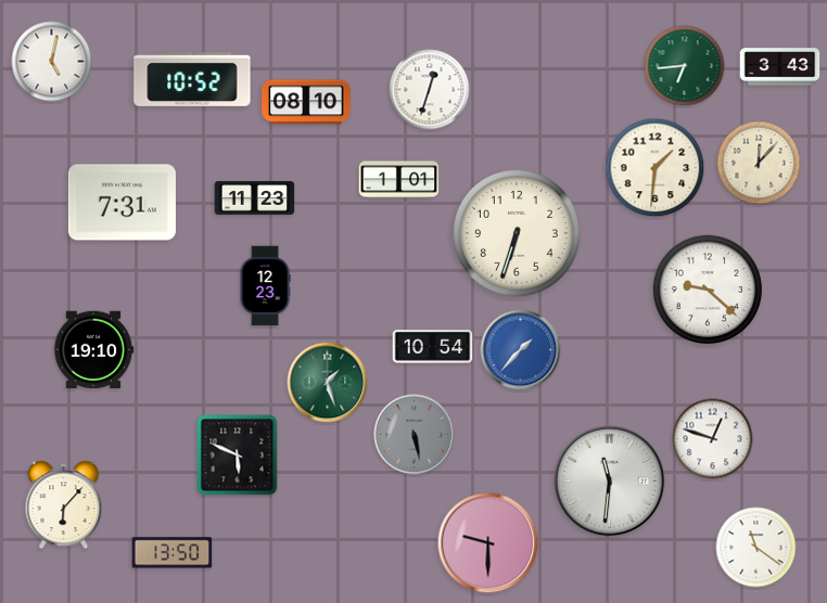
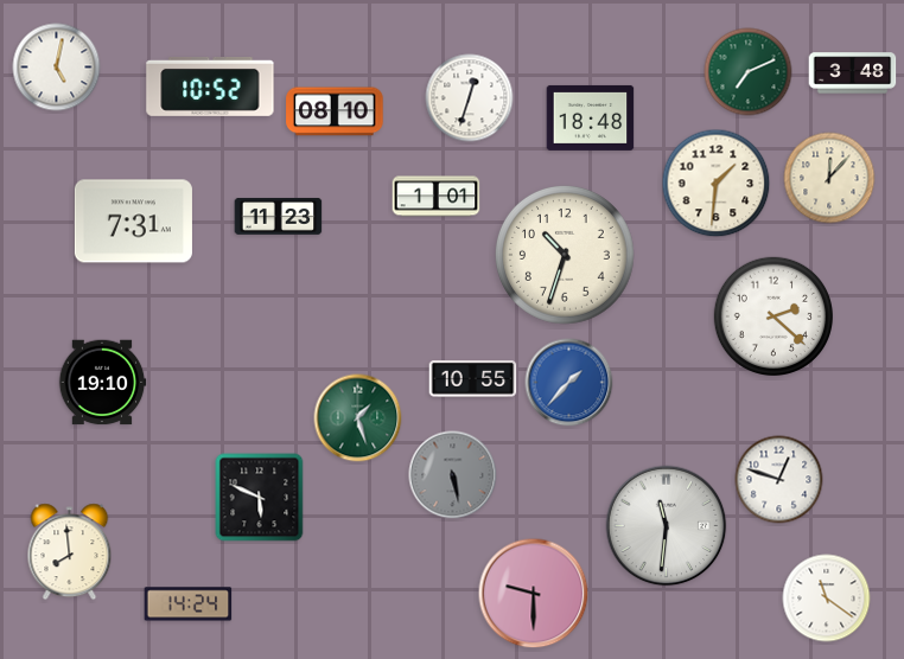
clock at (685, 66): 6:44 -> 7:11
clock at (780, 67): 3:43 -> 3:48
clock at (591, 117): none -> 18:48
clock at (517, 233): 6:33 -> 10:33
clock at (265, 286): 12:23 -> none
clock at (707, 288): 9:22 -> 2:22
clock at (433, 347): 10:54 -> 10:55
clock at (64, 505): 6:07 -> 7:59
clock at (173, 553): 13:50 -> 14:24
